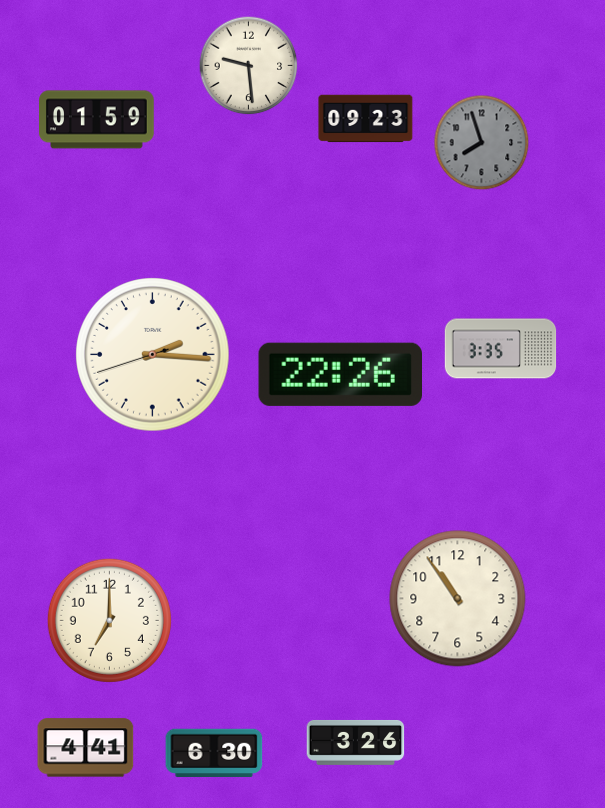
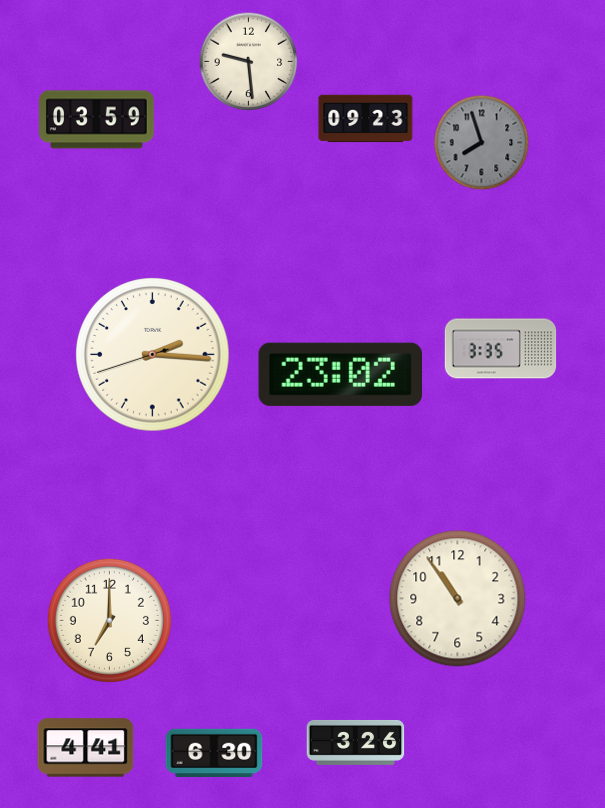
clock at (249, 66) position: (249, 66) -> (249, 62)
clock at (97, 120): 01:59 -> 03:59
clock at (340, 374): 22:26 -> 23:02
